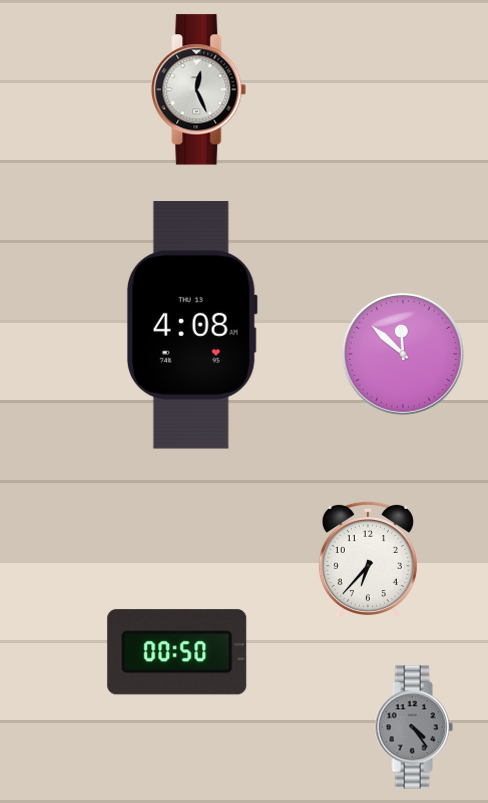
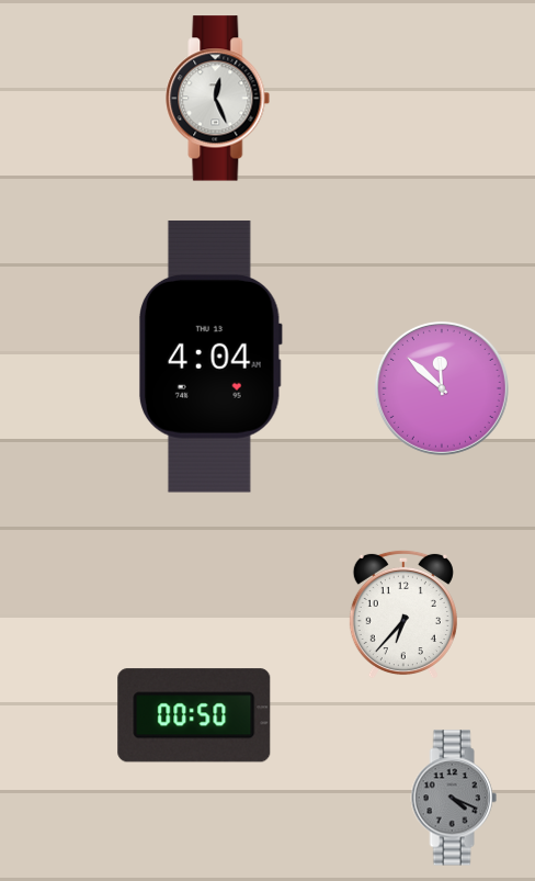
clock at (192, 325): 4:08 -> 4:04
clock at (414, 727): 4:24 -> 4:19
